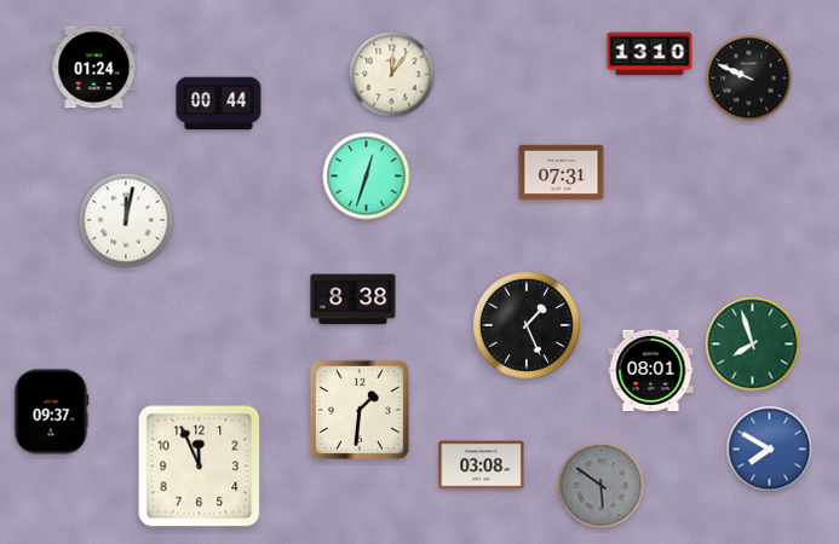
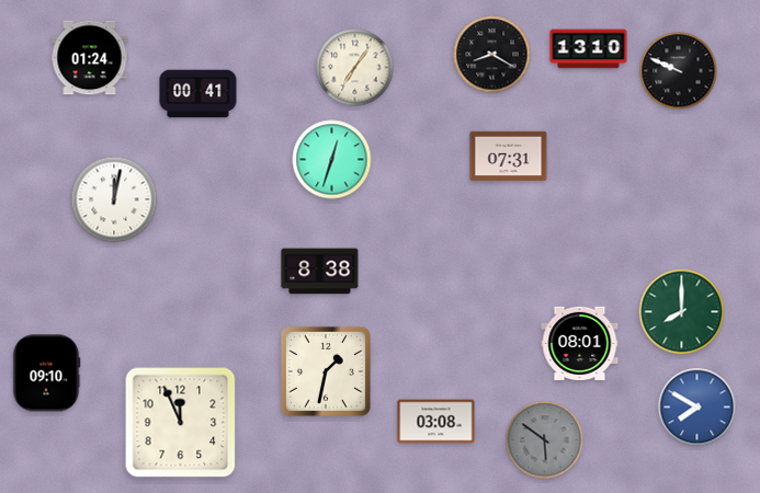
clock at (492, 55): none -> 8:20
clock at (94, 68) position: (94, 68) -> (90, 58)
clock at (392, 75): 12:06 -> 7:06
clock at (219, 104): 00:44 -> 00:41
clock at (527, 325): 1:26 -> none
clock at (753, 345): 7:57 -> 8:00
clock at (651, 370) position: (651, 370) -> (580, 343)
clock at (360, 410): 1:31 -> 1:32
clock at (51, 412): 09:37 -> 09:10
